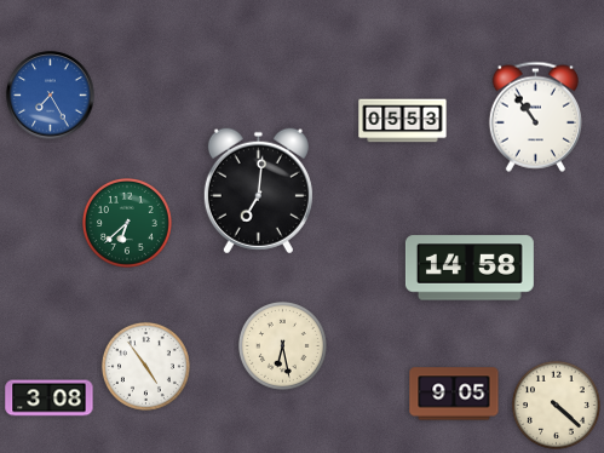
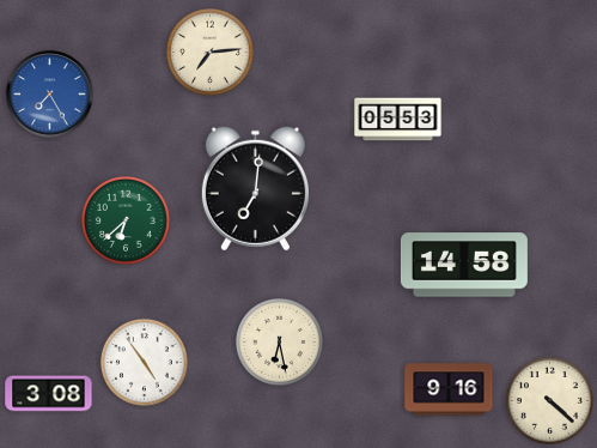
clock at (209, 52): none -> 7:14
clock at (535, 116): 10:54 -> none
clock at (454, 394): 9:05 -> 9:16
